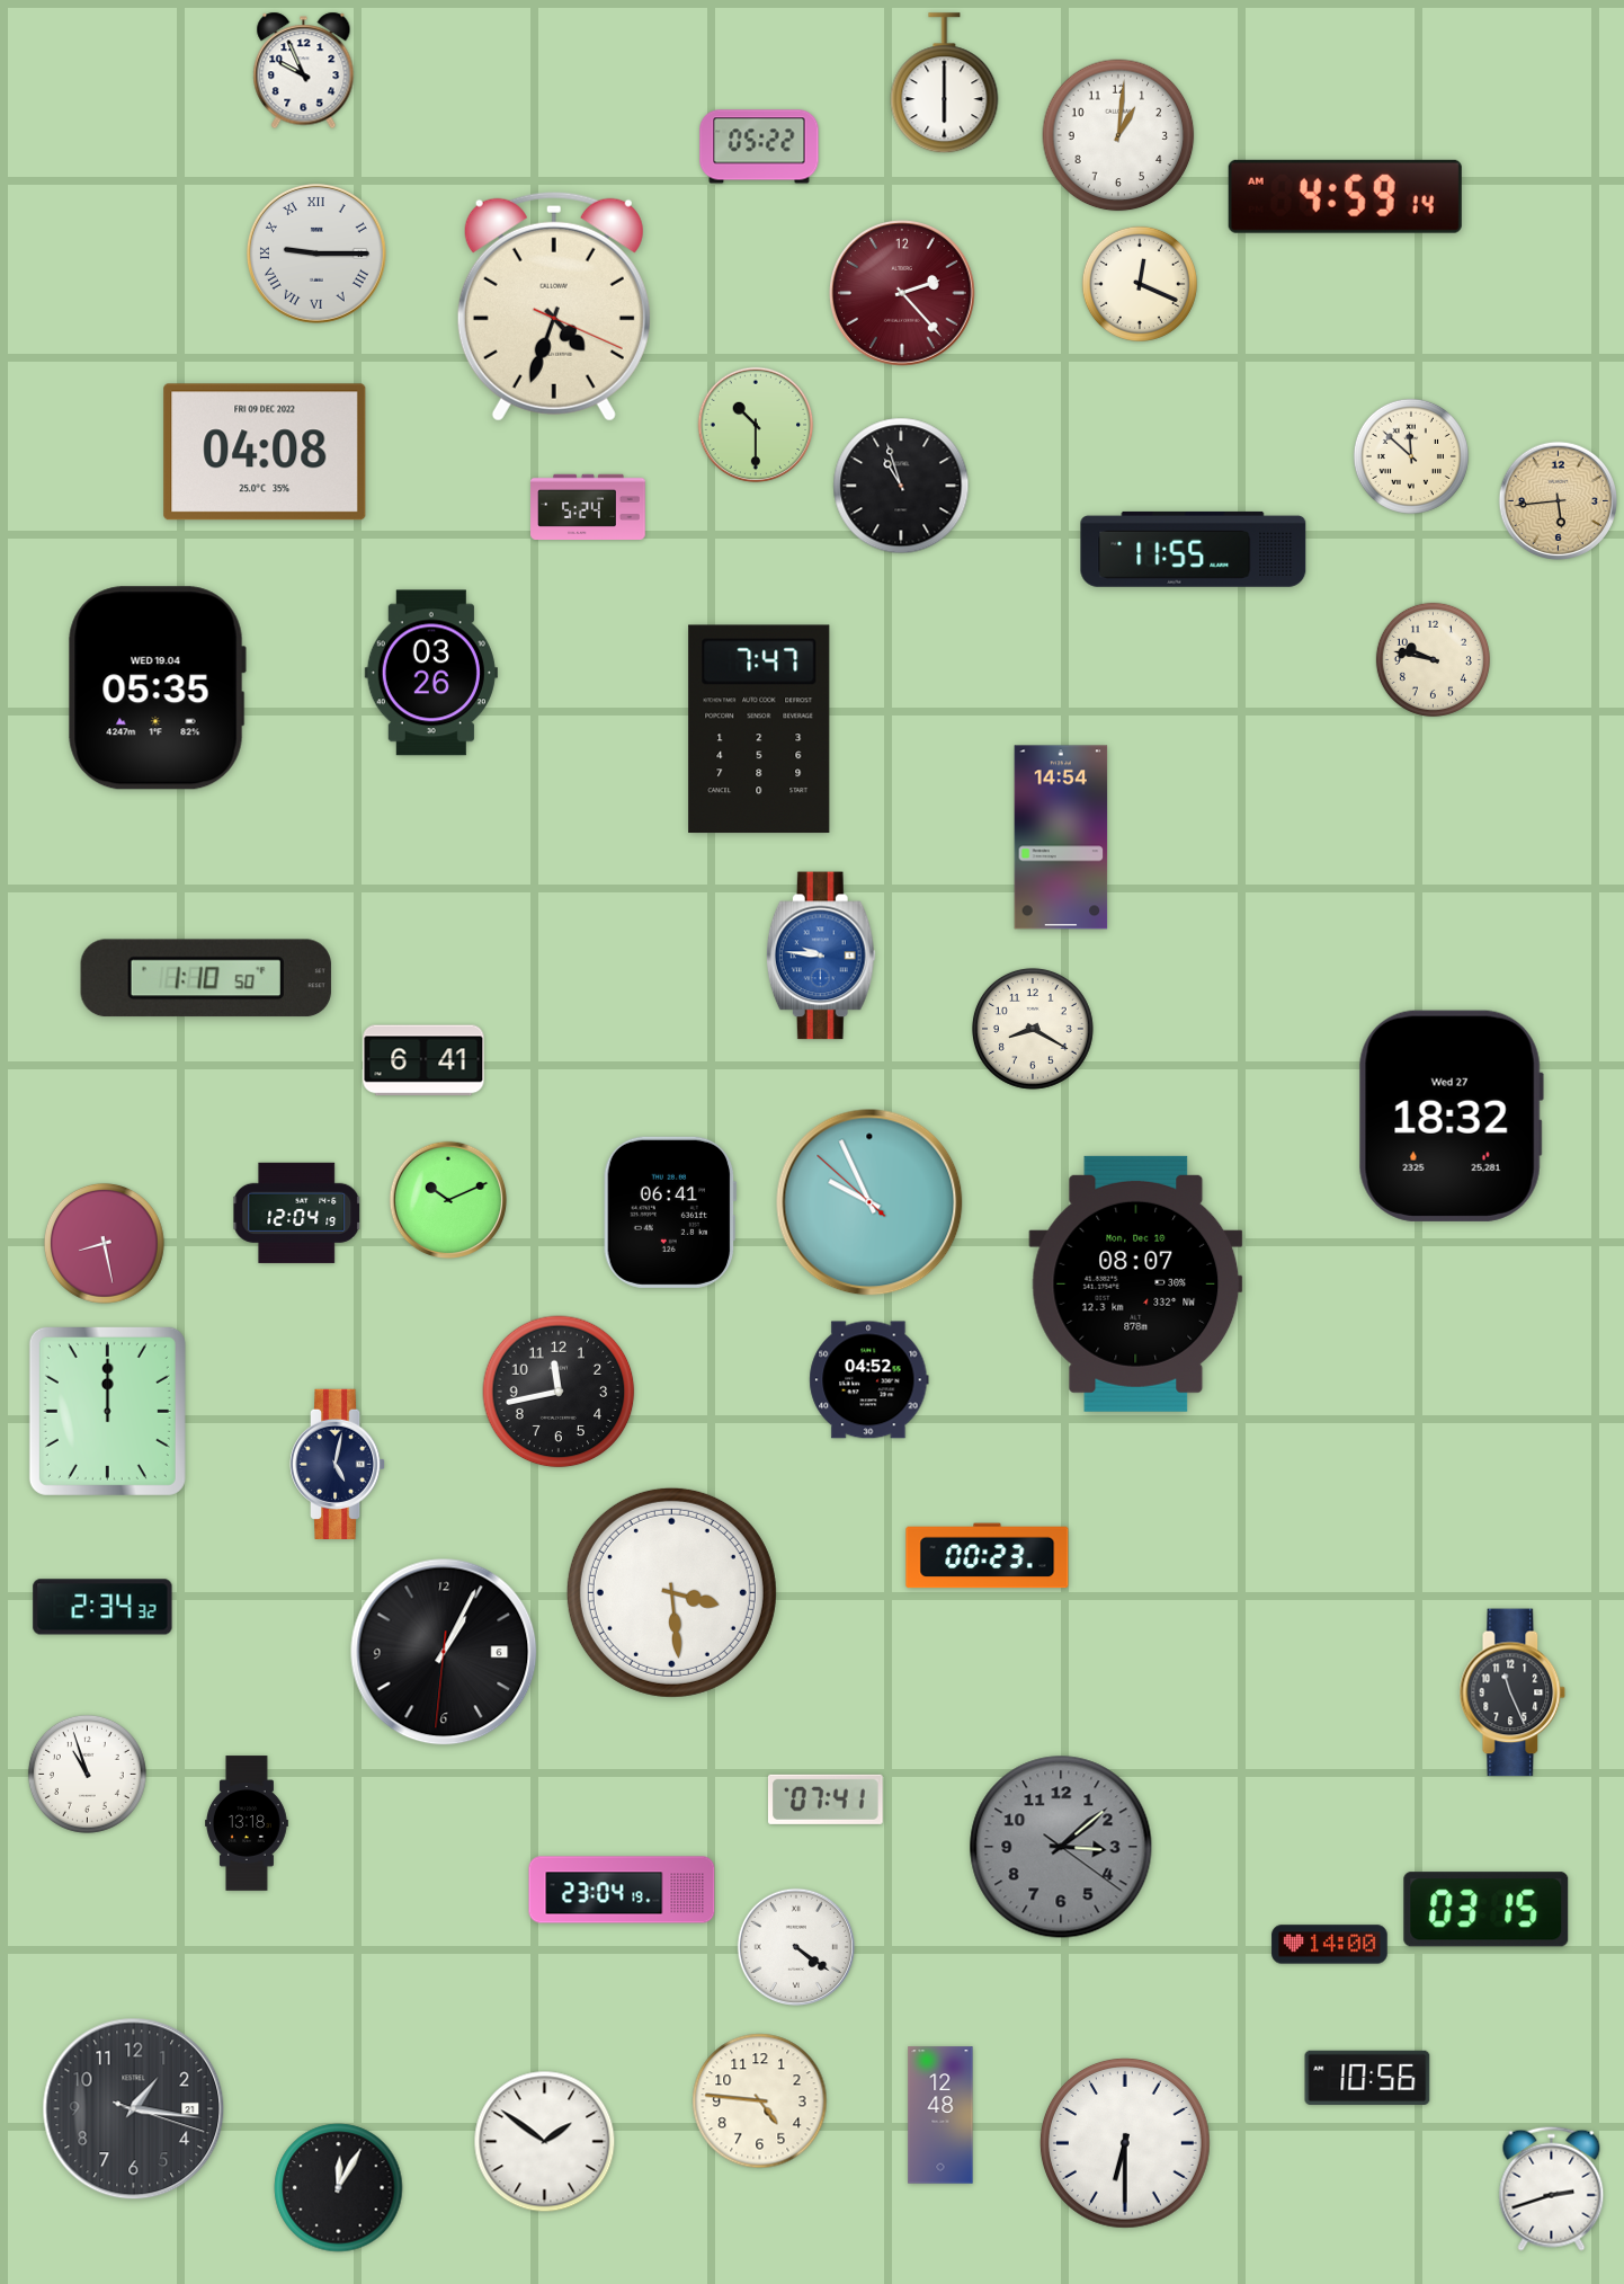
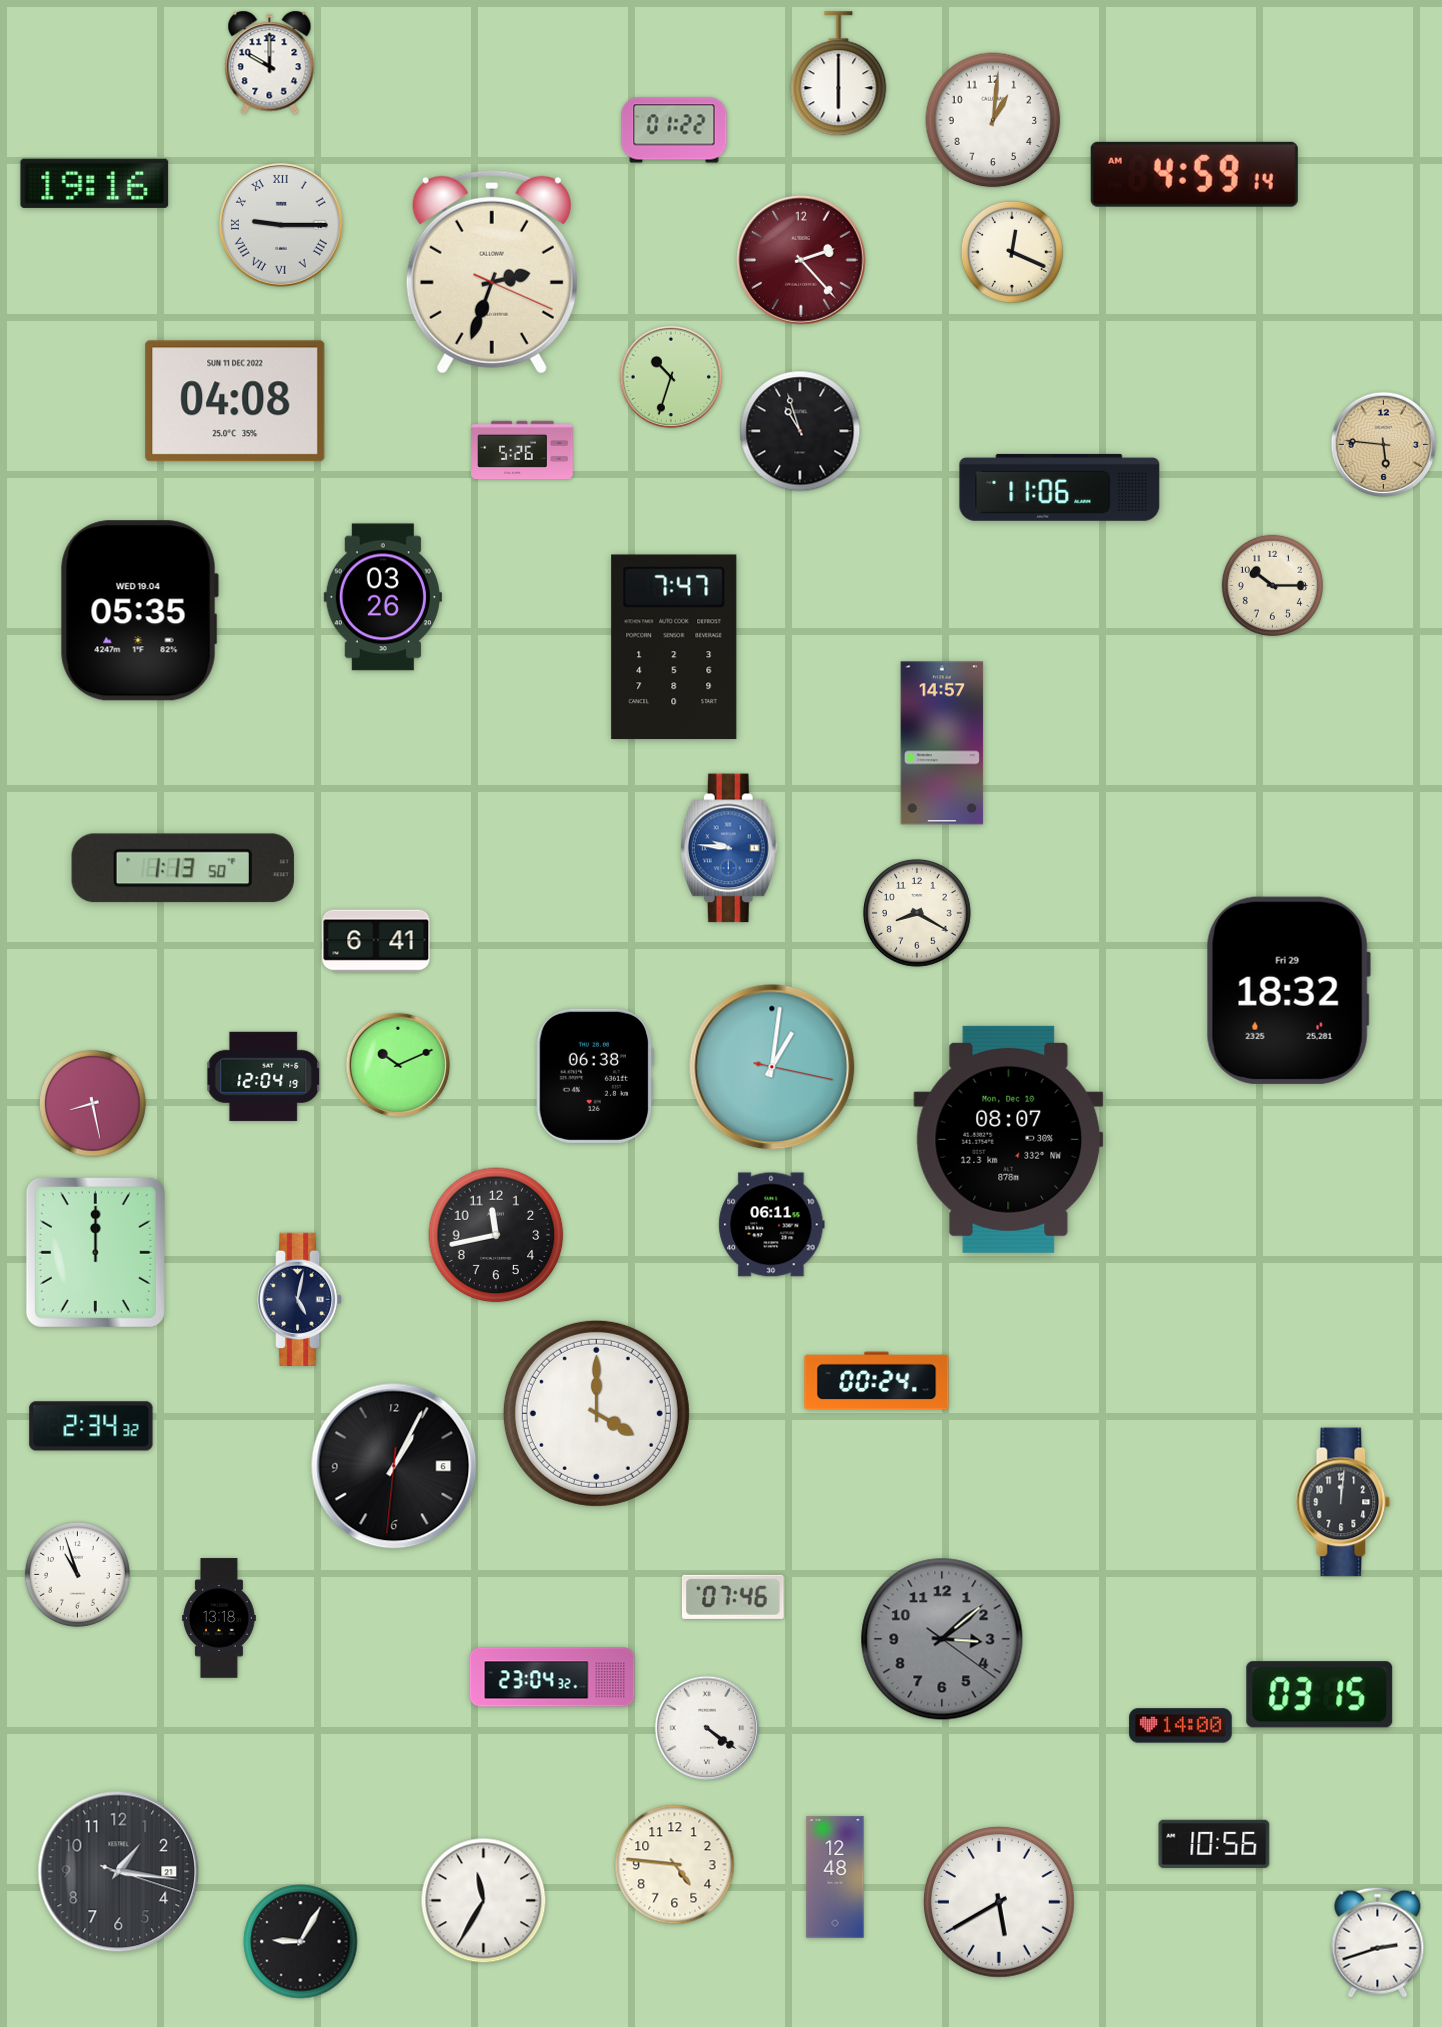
clock at (304, 71): 9:56 -> 10:00
clock at (759, 146): 05:22 -> 01:22
clock at (95, 183): none -> 19:16
clock at (554, 306): 4:33 -> 2:33
clock at (756, 425): 10:30 -> 10:33
clock at (265, 452) date: FRI 09 DEC 2022 -> SUN 11 DEC 2022
clock at (1411, 456): 11:52 -> none
clock at (1559, 501): 5:44 -> 5:46
clock at (588, 506): 5:24 -> 5:26
clock at (1194, 549): 11:55 -> 11:06
clock at (1433, 659): 9:47 -> 10:15
clock at (1061, 837): 14:54 -> 14:57
clock at (206, 978): 1:10 -> 1:13
clock at (1451, 1116) date: Wed 27 -> Fri 29
clock at (869, 1202): 9:55 -> 1:01
clock at (670, 1212): 06:41 -> 06:38
clock at (869, 1380): 04:52 -> 06:11
clock at (988, 1556): 00:23 -> 00:24
clock at (671, 1592): 3:29 -> 4:00
clock at (1513, 1692): 11:26 -> 12:01
clock at (826, 1799): 07:41 -> 07:46
clock at (622, 1890): 23:04:19 -> 23:04:32
clock at (545, 2142): 1:51 -> 11:35
clock at (1125, 2143): 6:30 -> 5:40
clock at (339, 2188): 12:05 -> 9:05
